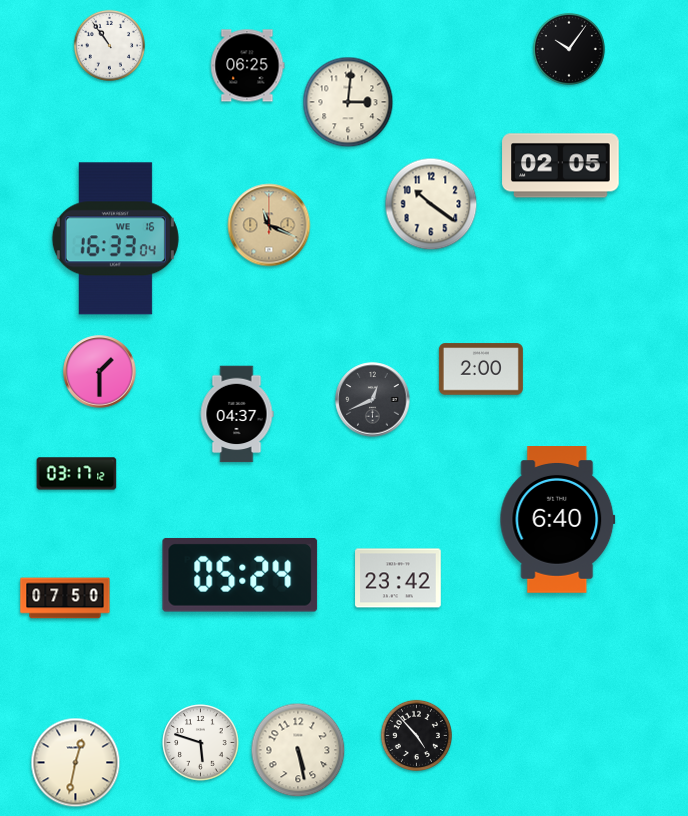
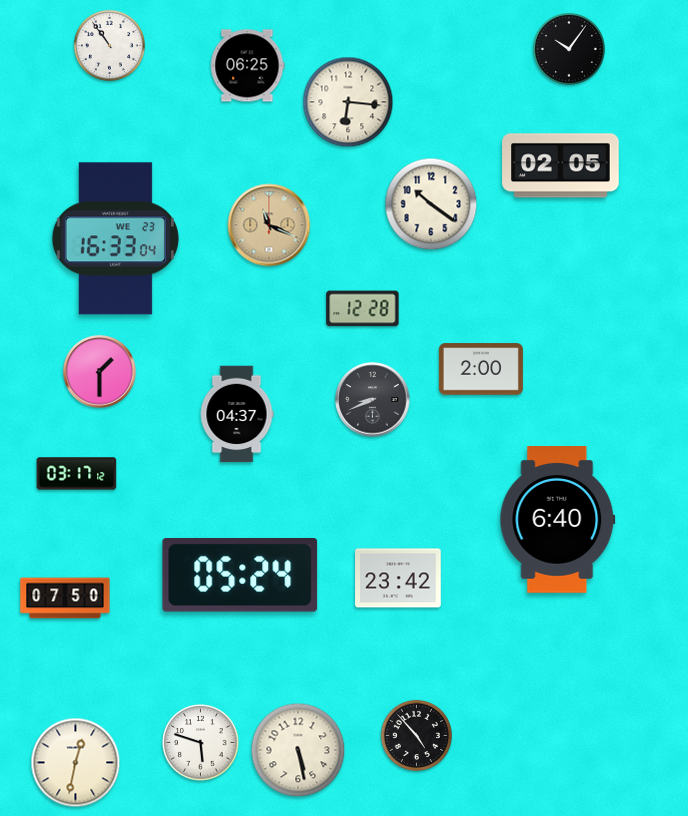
clock at (348, 102): 3:01 -> 6:16
clock at (115, 239) date: WE 16 -> WE 23
clock at (363, 309): none -> 12:28
clock at (373, 400): 12:41 -> 8:41
